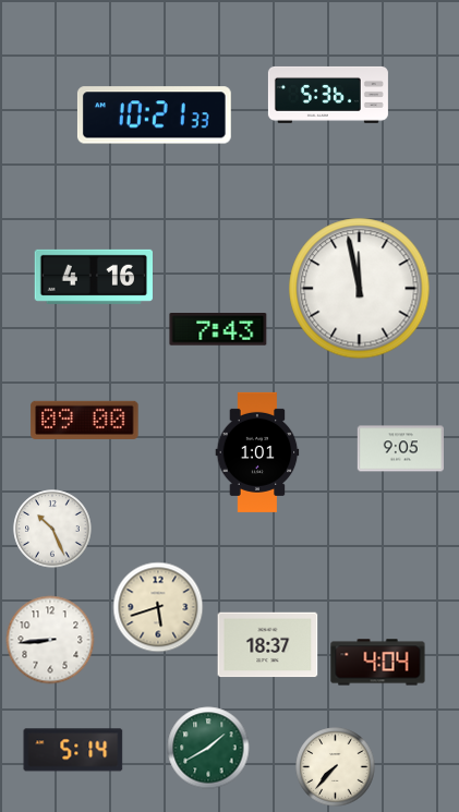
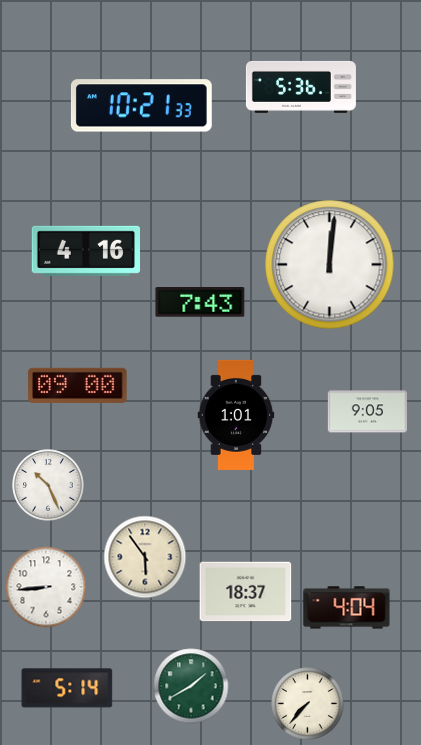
clock at (93, 277) position: (93, 277) -> (85, 251)
clock at (360, 289): 11:58 -> 12:01
clock at (158, 607): 5:42 -> 5:54
